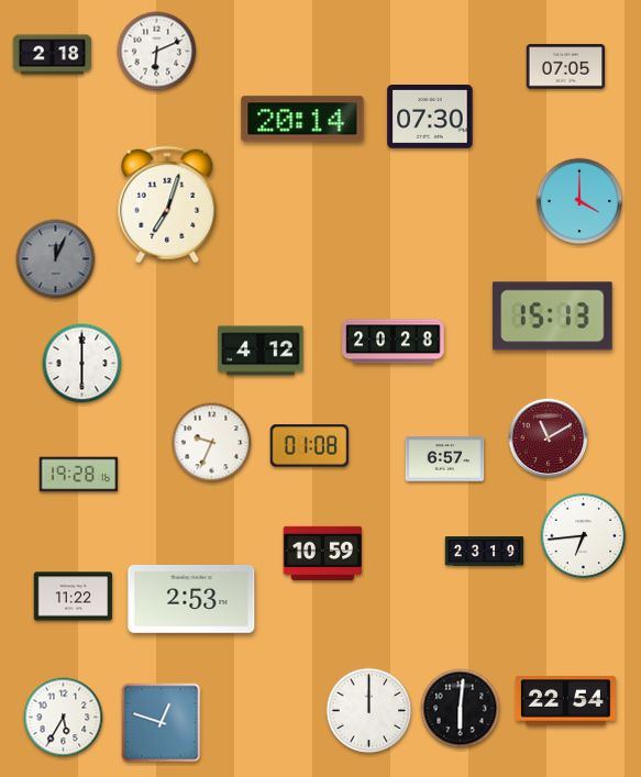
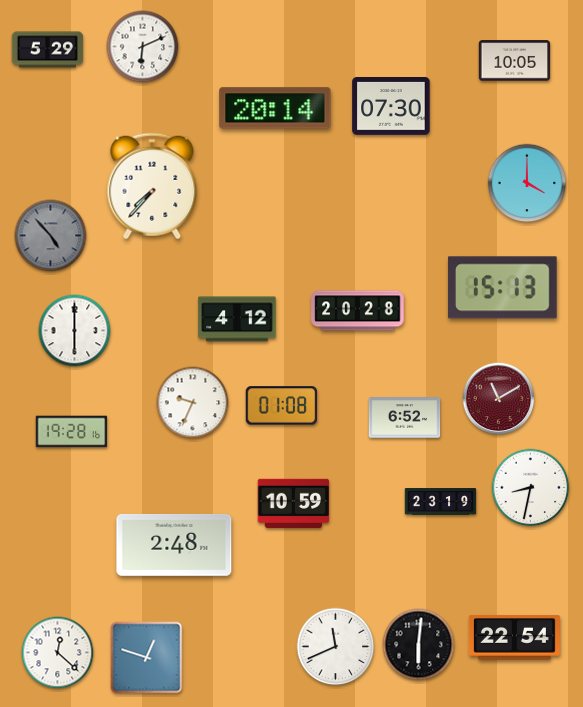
clock at (53, 55): 2:18 -> 5:29
clock at (566, 67): 07:05 -> 10:05
clock at (167, 204): 7:03 -> 7:37
clock at (56, 259): 12:04 -> 4:53
clock at (445, 459): 6:57 -> 6:52
clock at (584, 536): 6:44 -> 8:32
clock at (74, 597): 11:22 -> none
clock at (191, 599): 2:53 -> 2:48
clock at (369, 711): 12:00 -> 11:41
clock at (64, 718): 5:35 -> 12:22
